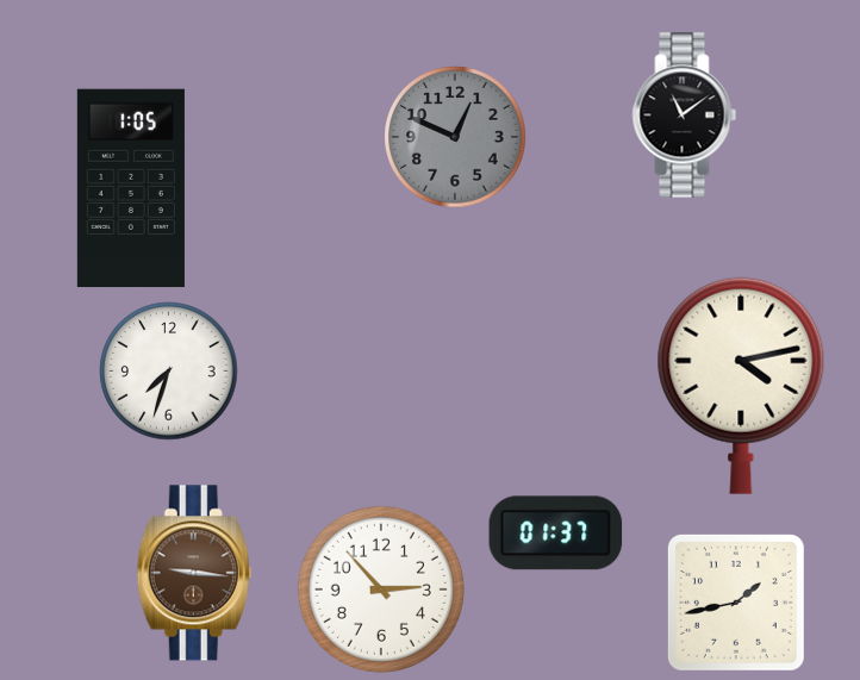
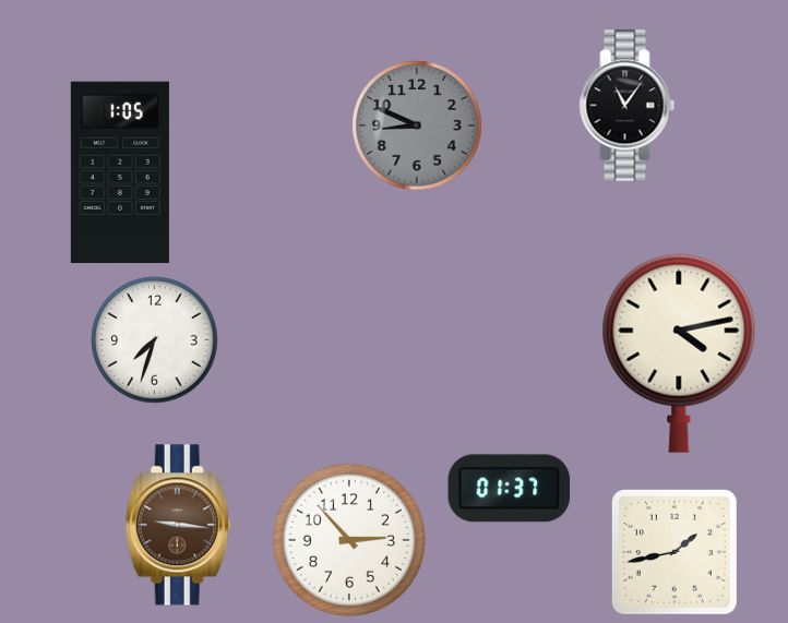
clock at (685, 116): 11:09 -> 11:06
clock at (455, 137): 12:49 -> 8:49
